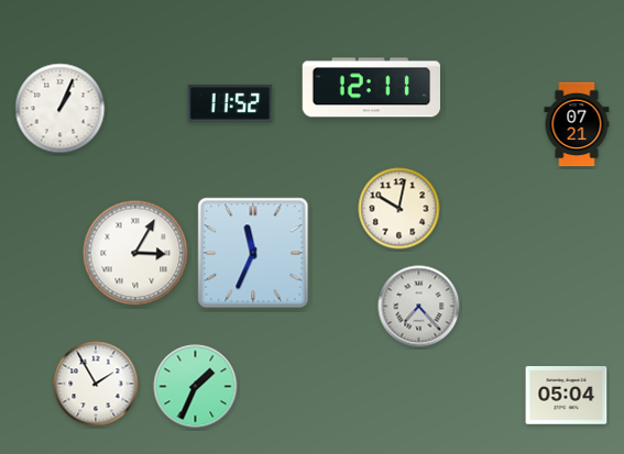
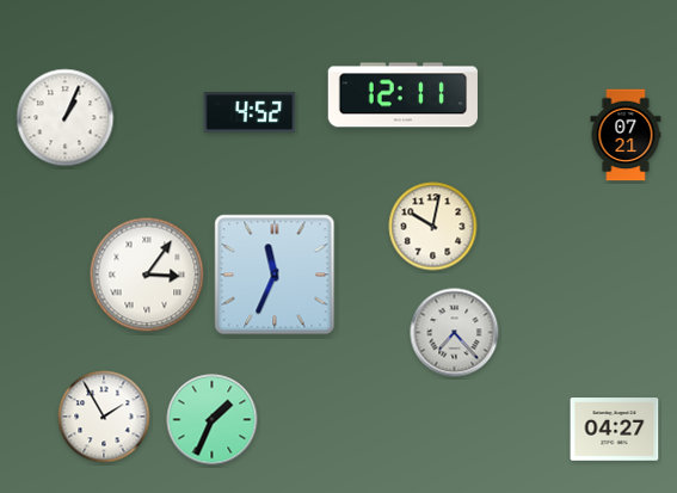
clock at (230, 104): 11:52 -> 4:52
clock at (135, 253): 3:05 -> 3:06
clock at (567, 396): 05:04 -> 04:27
